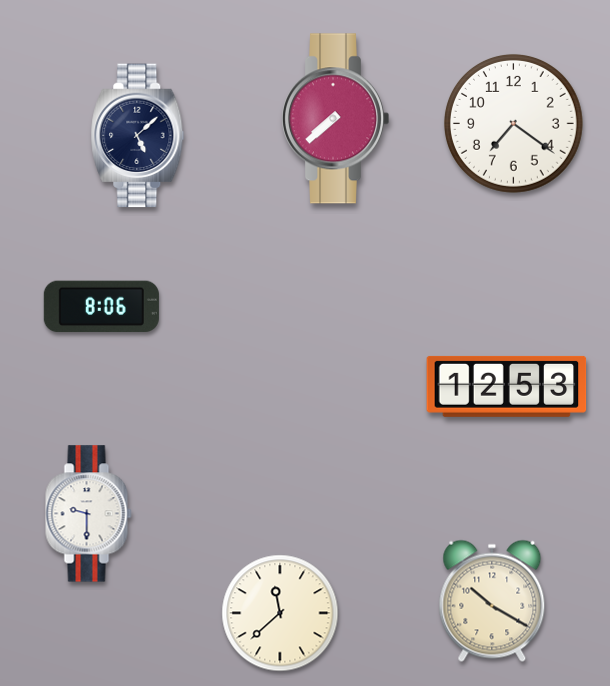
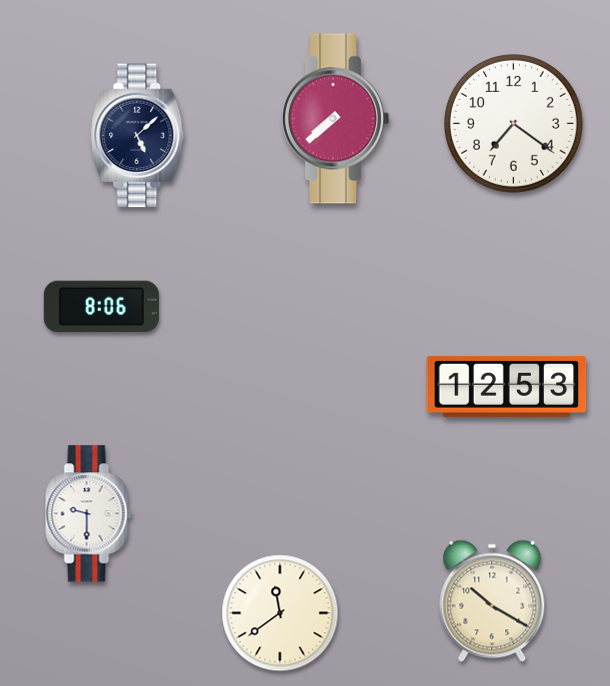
clock at (280, 613): 11:38 -> 11:39
